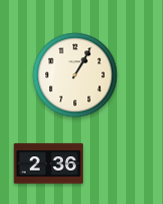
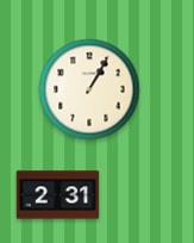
clock at (49, 164): 2:36 -> 2:31
